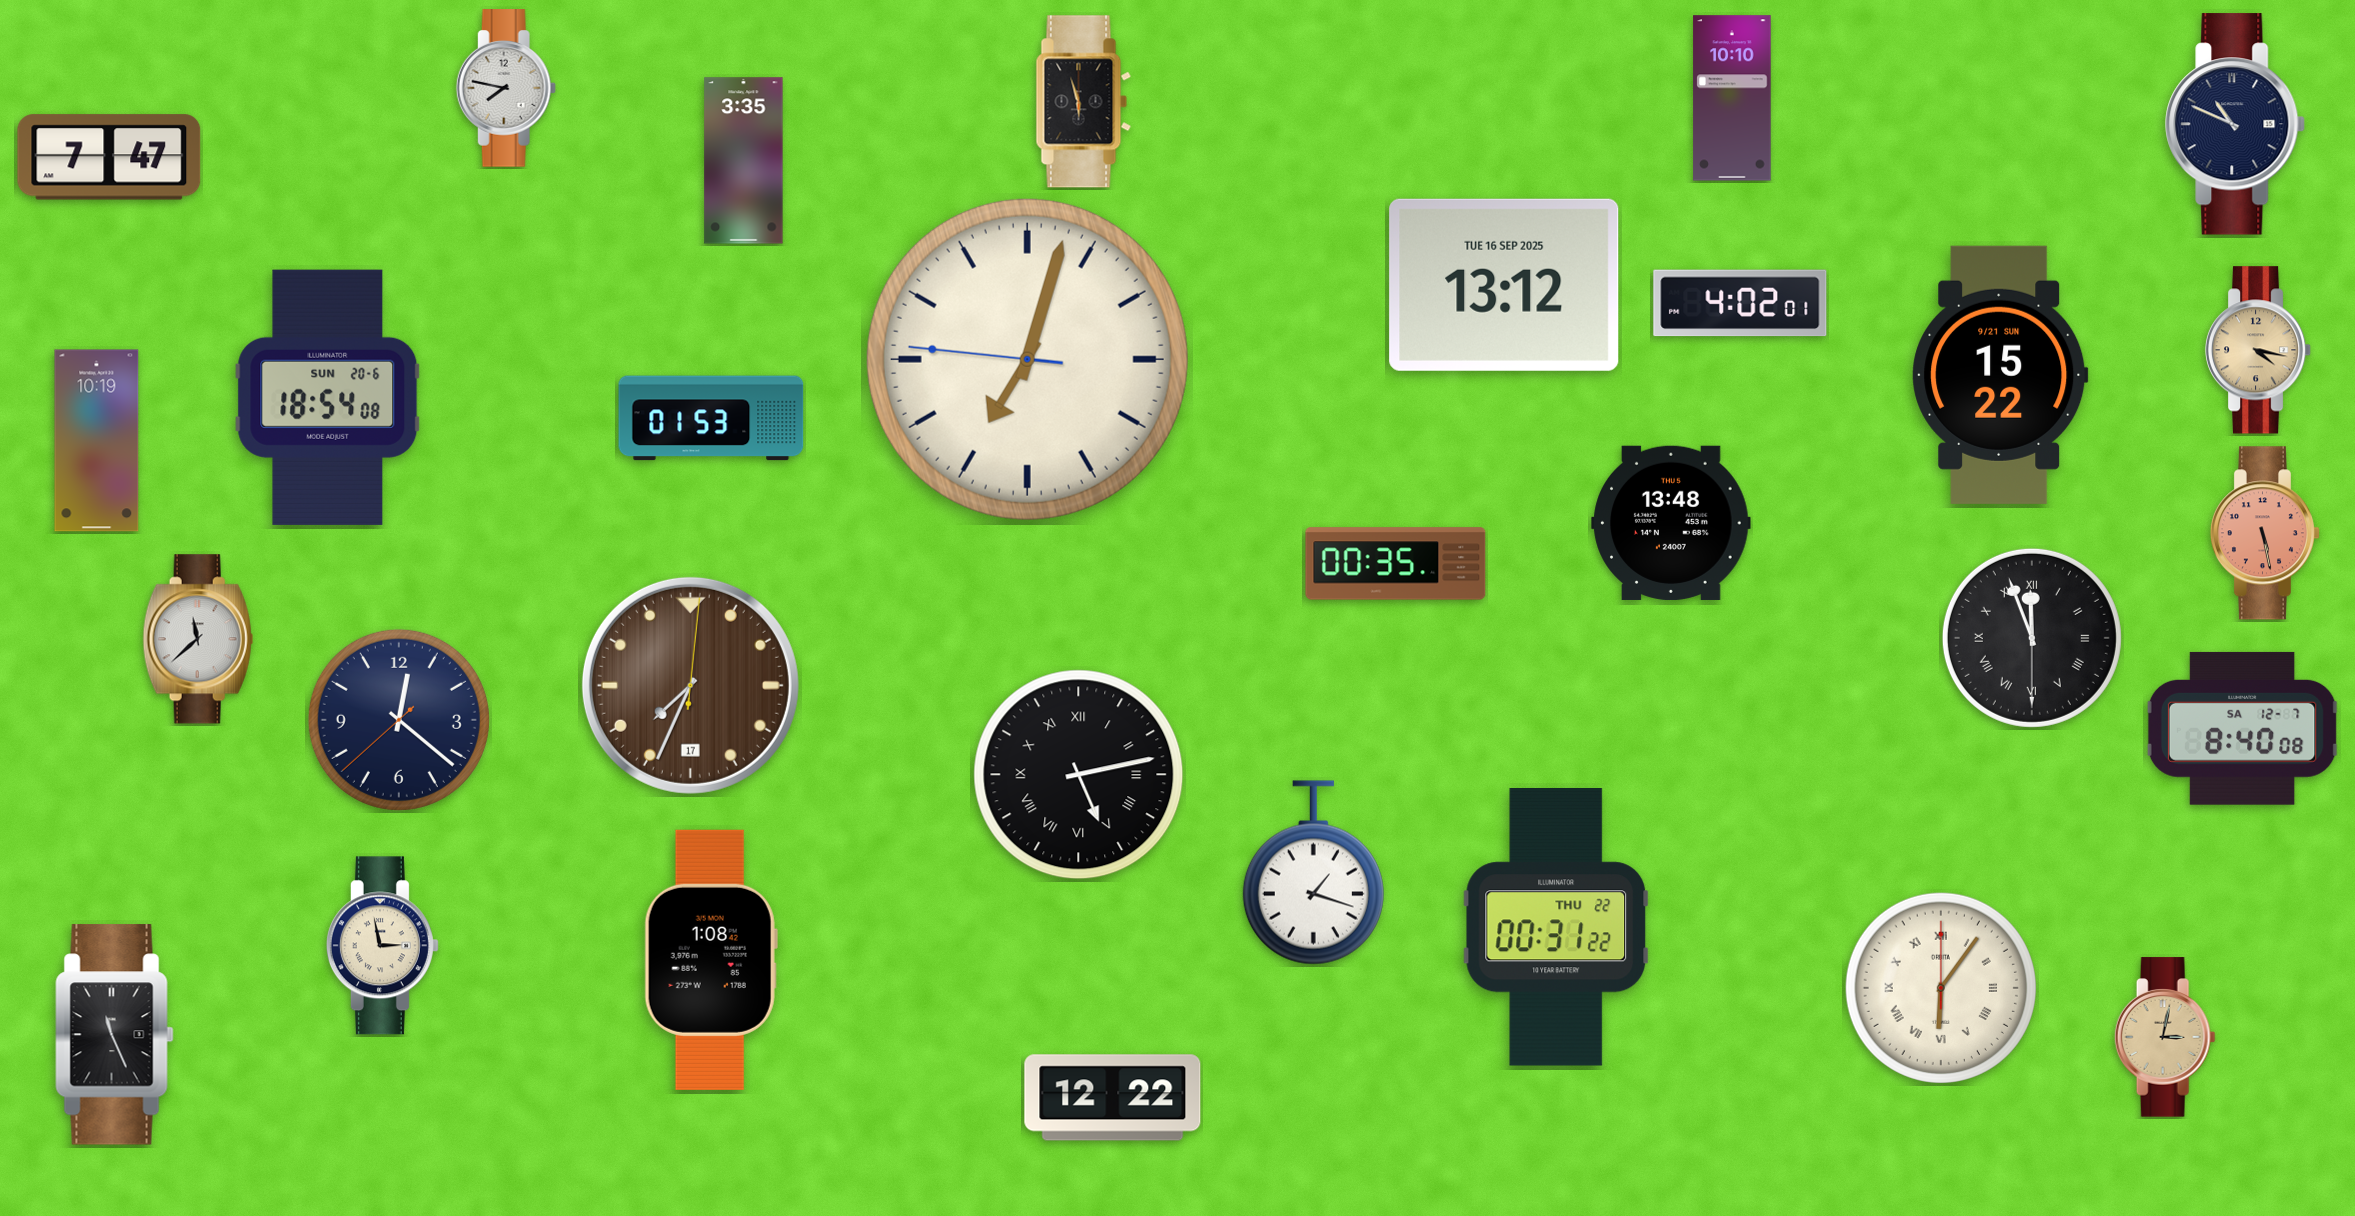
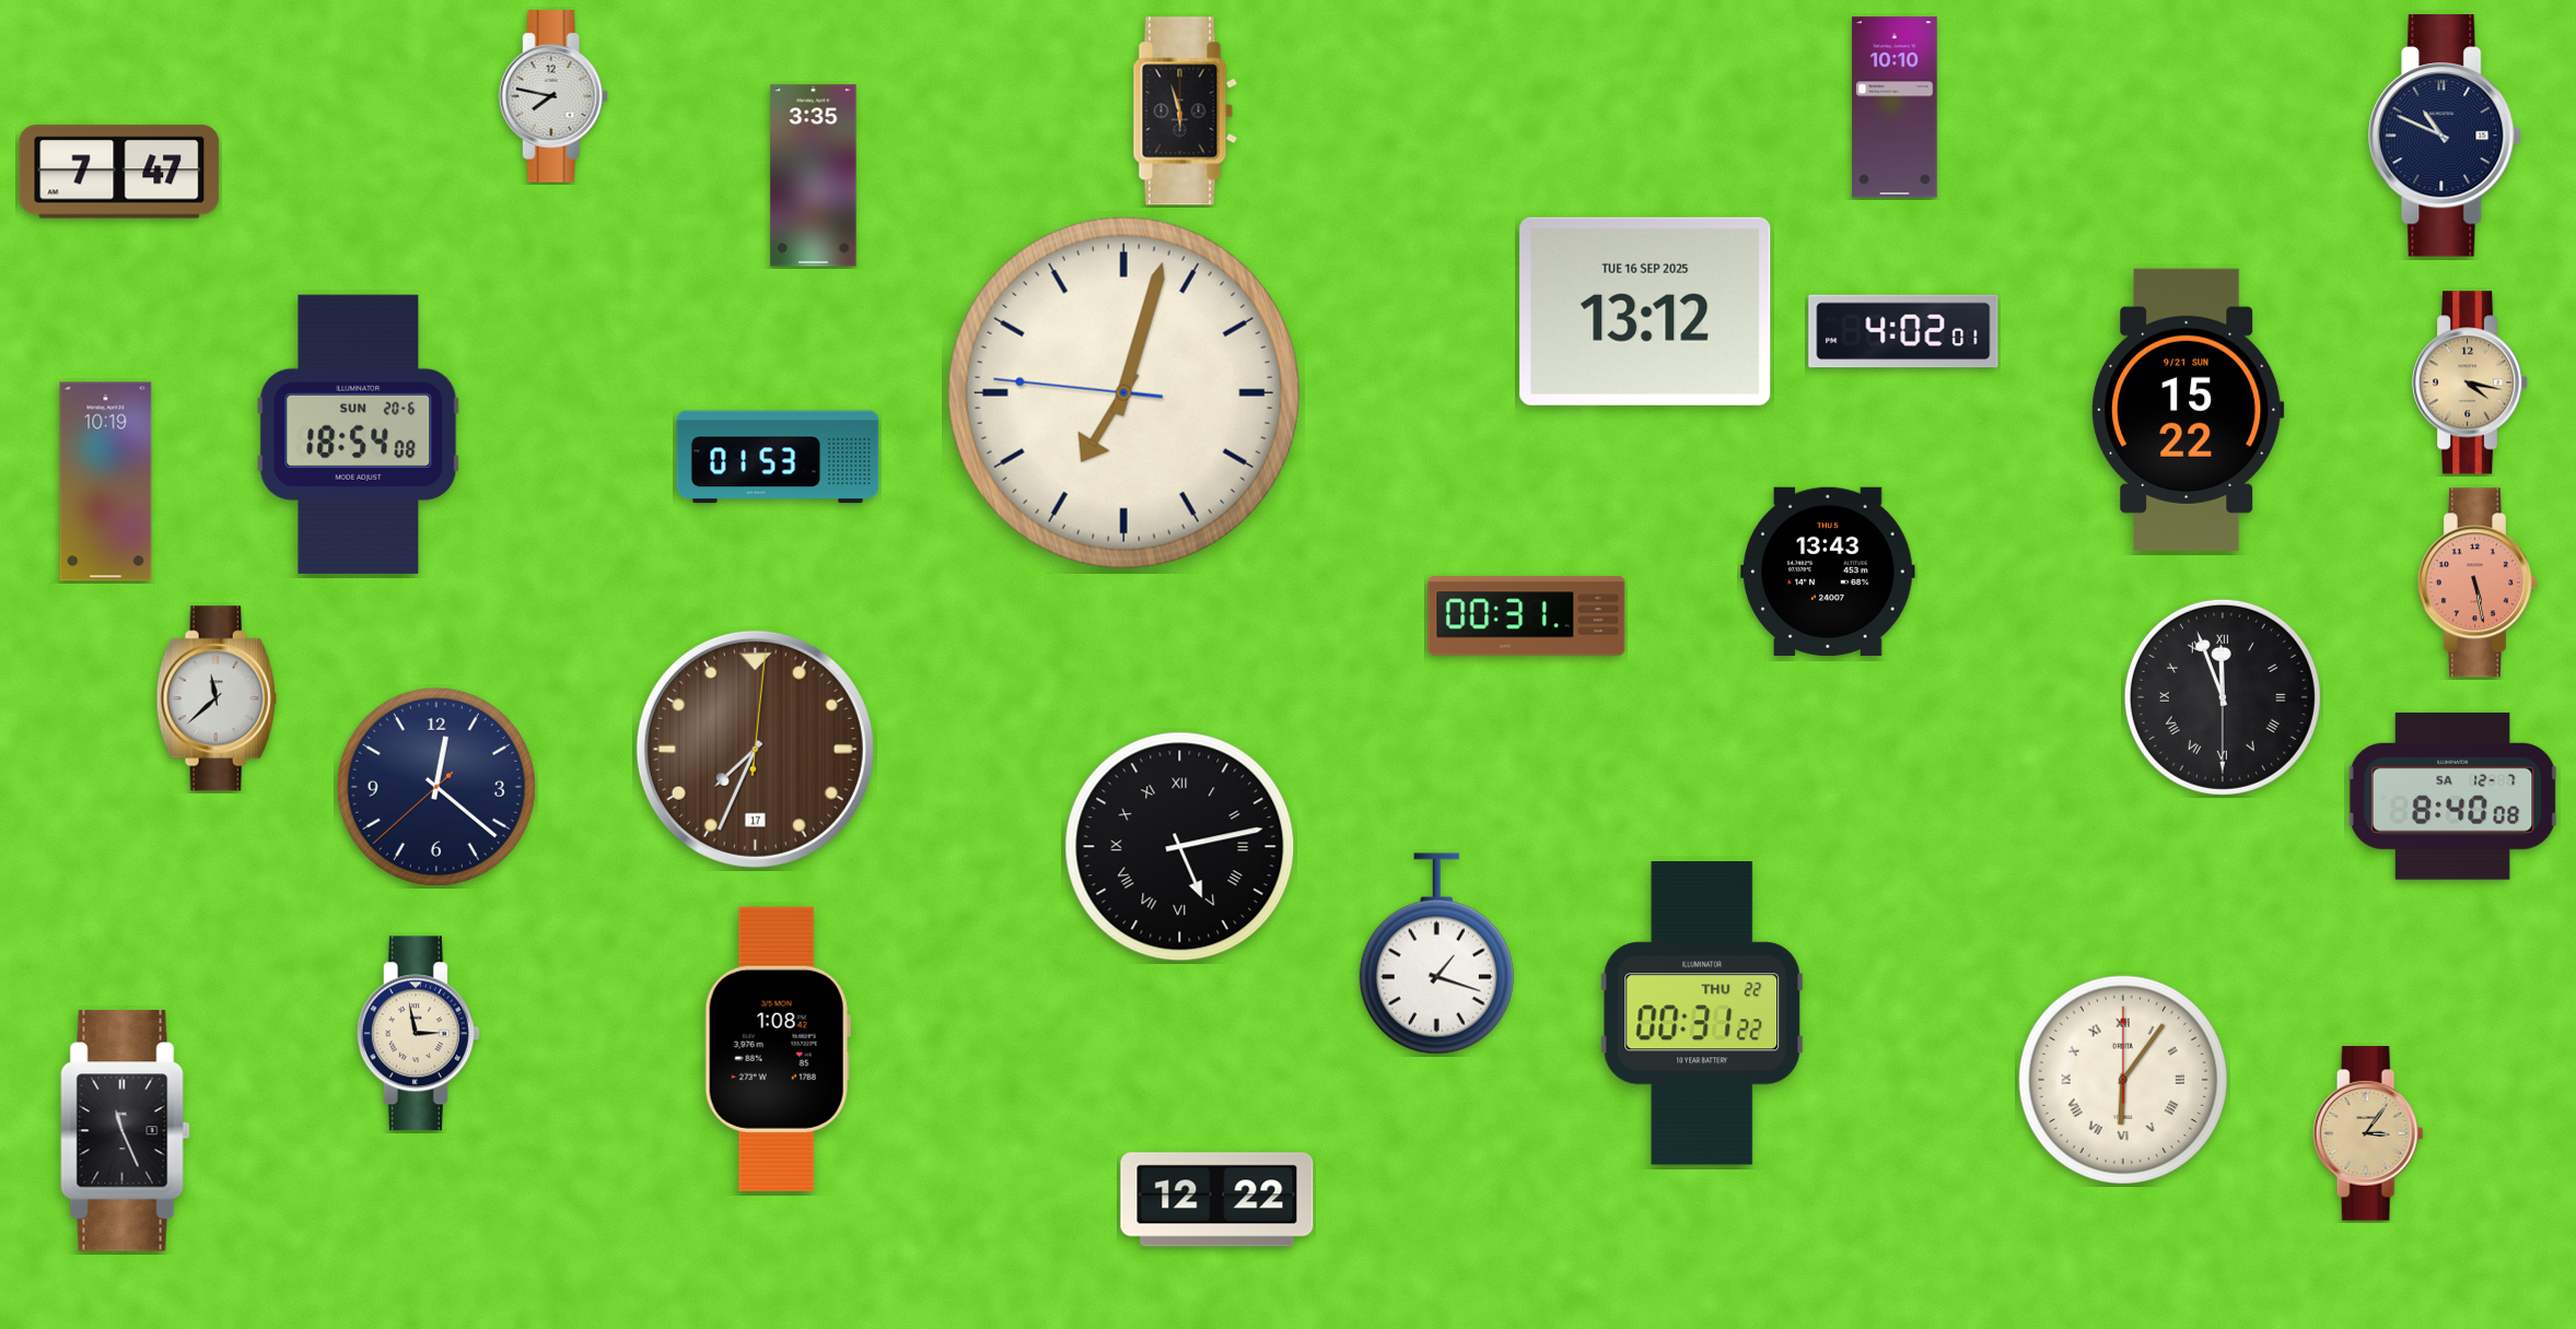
clock at (1671, 523): 13:48 -> 13:43
clock at (1396, 564): 00:35 -> 00:31
clock at (2165, 1037): 3:02 -> 3:06
